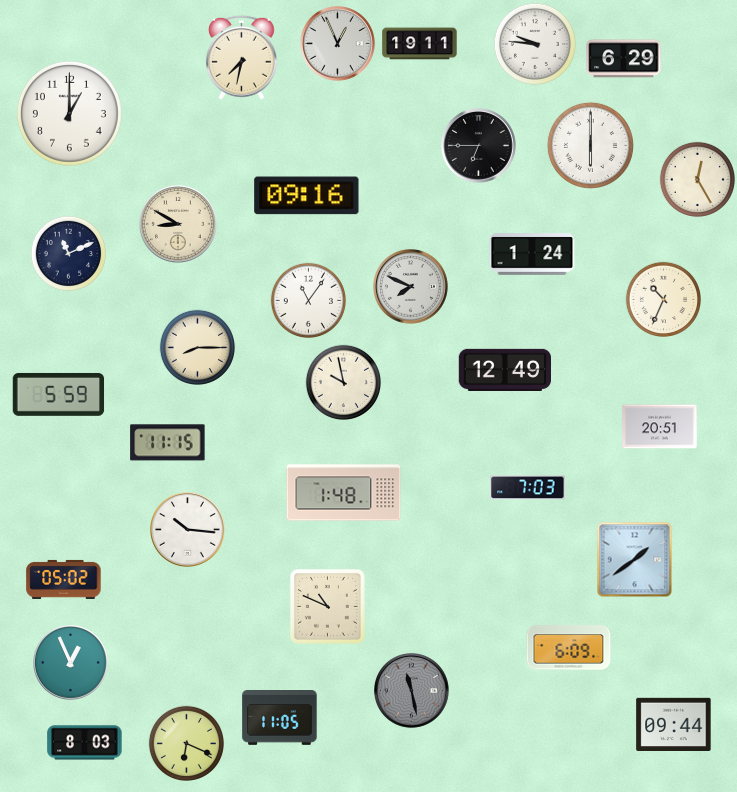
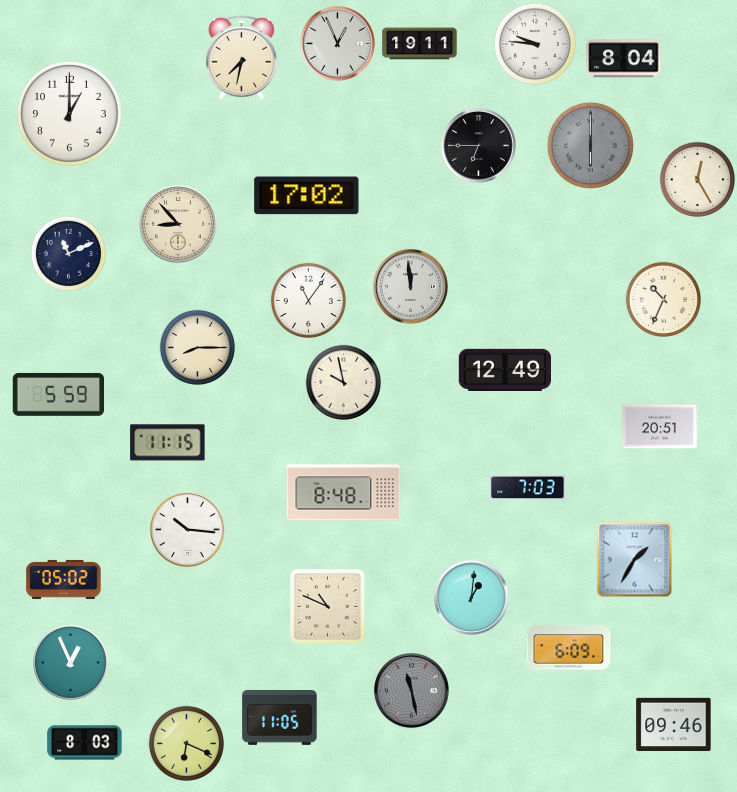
clock at (624, 59): 6:29 -> 8:04
clock at (590, 145) dial: white -> grey
clock at (307, 196): 09:16 -> 17:02
clock at (178, 224): 8:50 -> 8:53
clock at (532, 255): 1:24 -> none
clock at (411, 287): 7:49 -> 11:59
clock at (344, 493): 1:48 -> 8:48
clock at (635, 560): 1:39 -> 1:35
clock at (472, 598): none -> 1:01
clock at (674, 724): 09:44 -> 09:46
